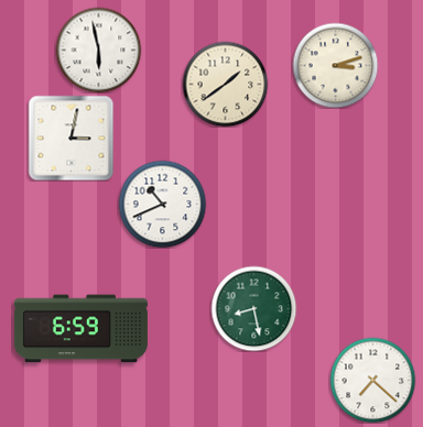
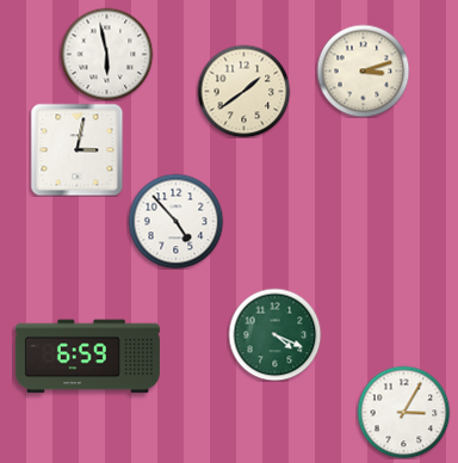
clock at (162, 204): 10:41 -> 4:53
clock at (253, 308): 8:28 -> 4:19
clock at (372, 380): 7:22 -> 3:05
